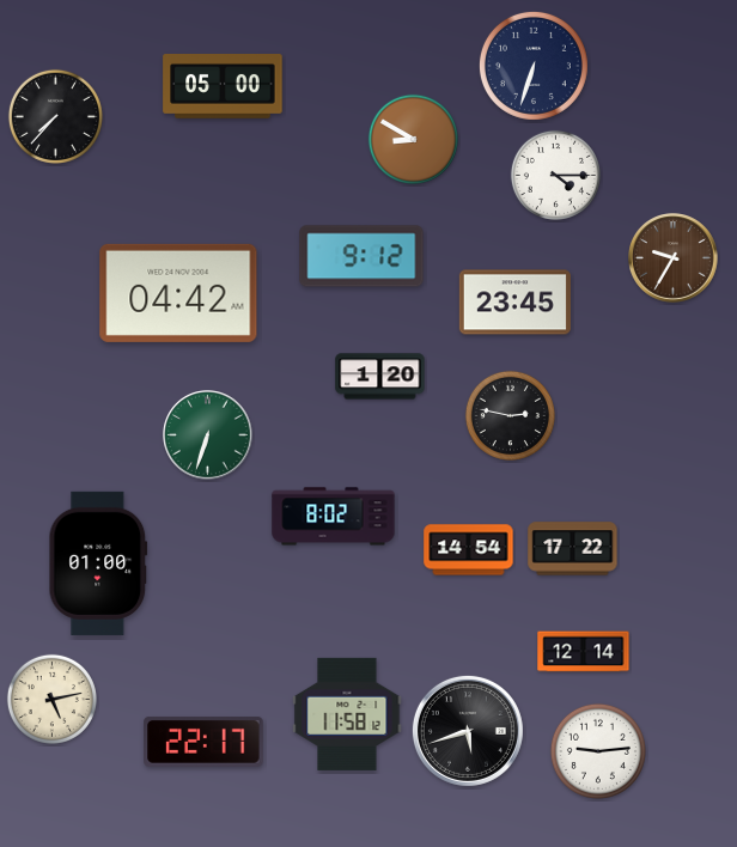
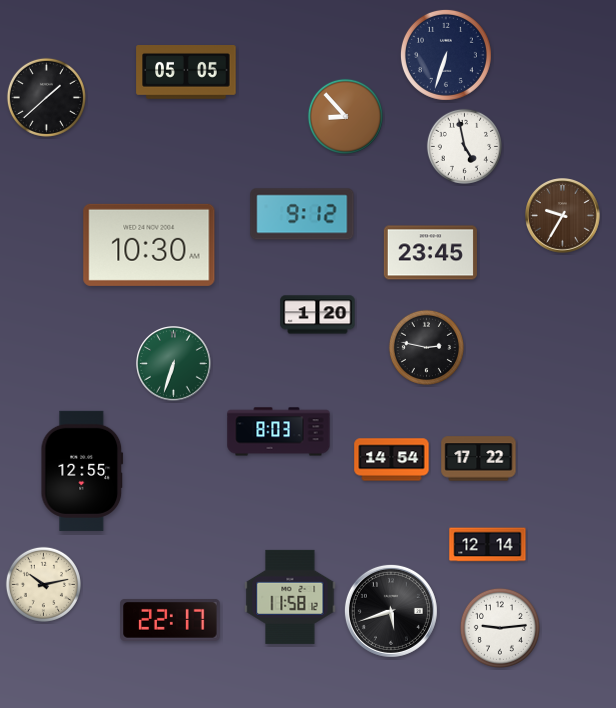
clock at (223, 87): 05:00 -> 05:05
clock at (55, 116): 7:37 -> 1:38
clock at (413, 139): 8:50 -> 8:53
clock at (555, 175): 4:15 -> 4:58
clock at (178, 293): 04:42 -> 10:30
clock at (334, 517): 8:02 -> 8:03
clock at (98, 563): 01:00 -> 12:55
clock at (51, 699): 5:13 -> 10:13
